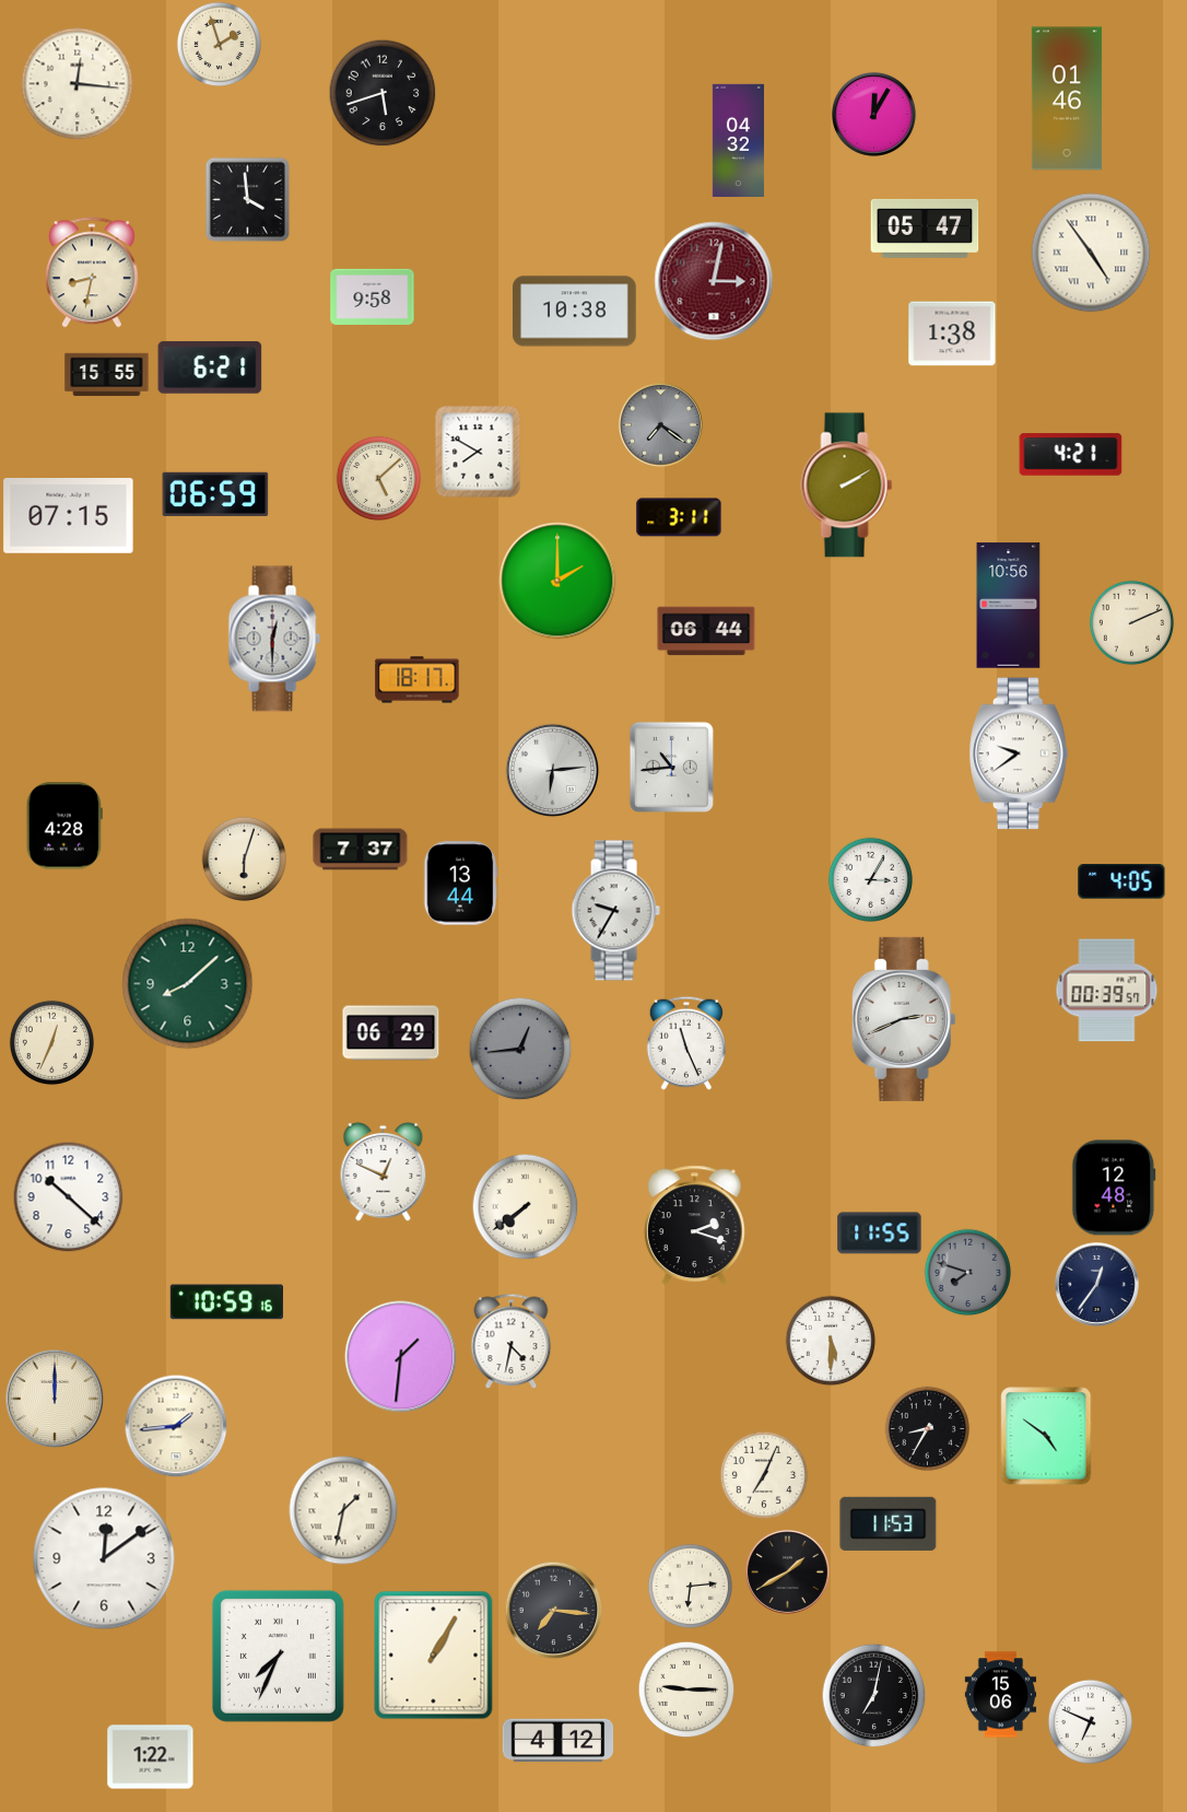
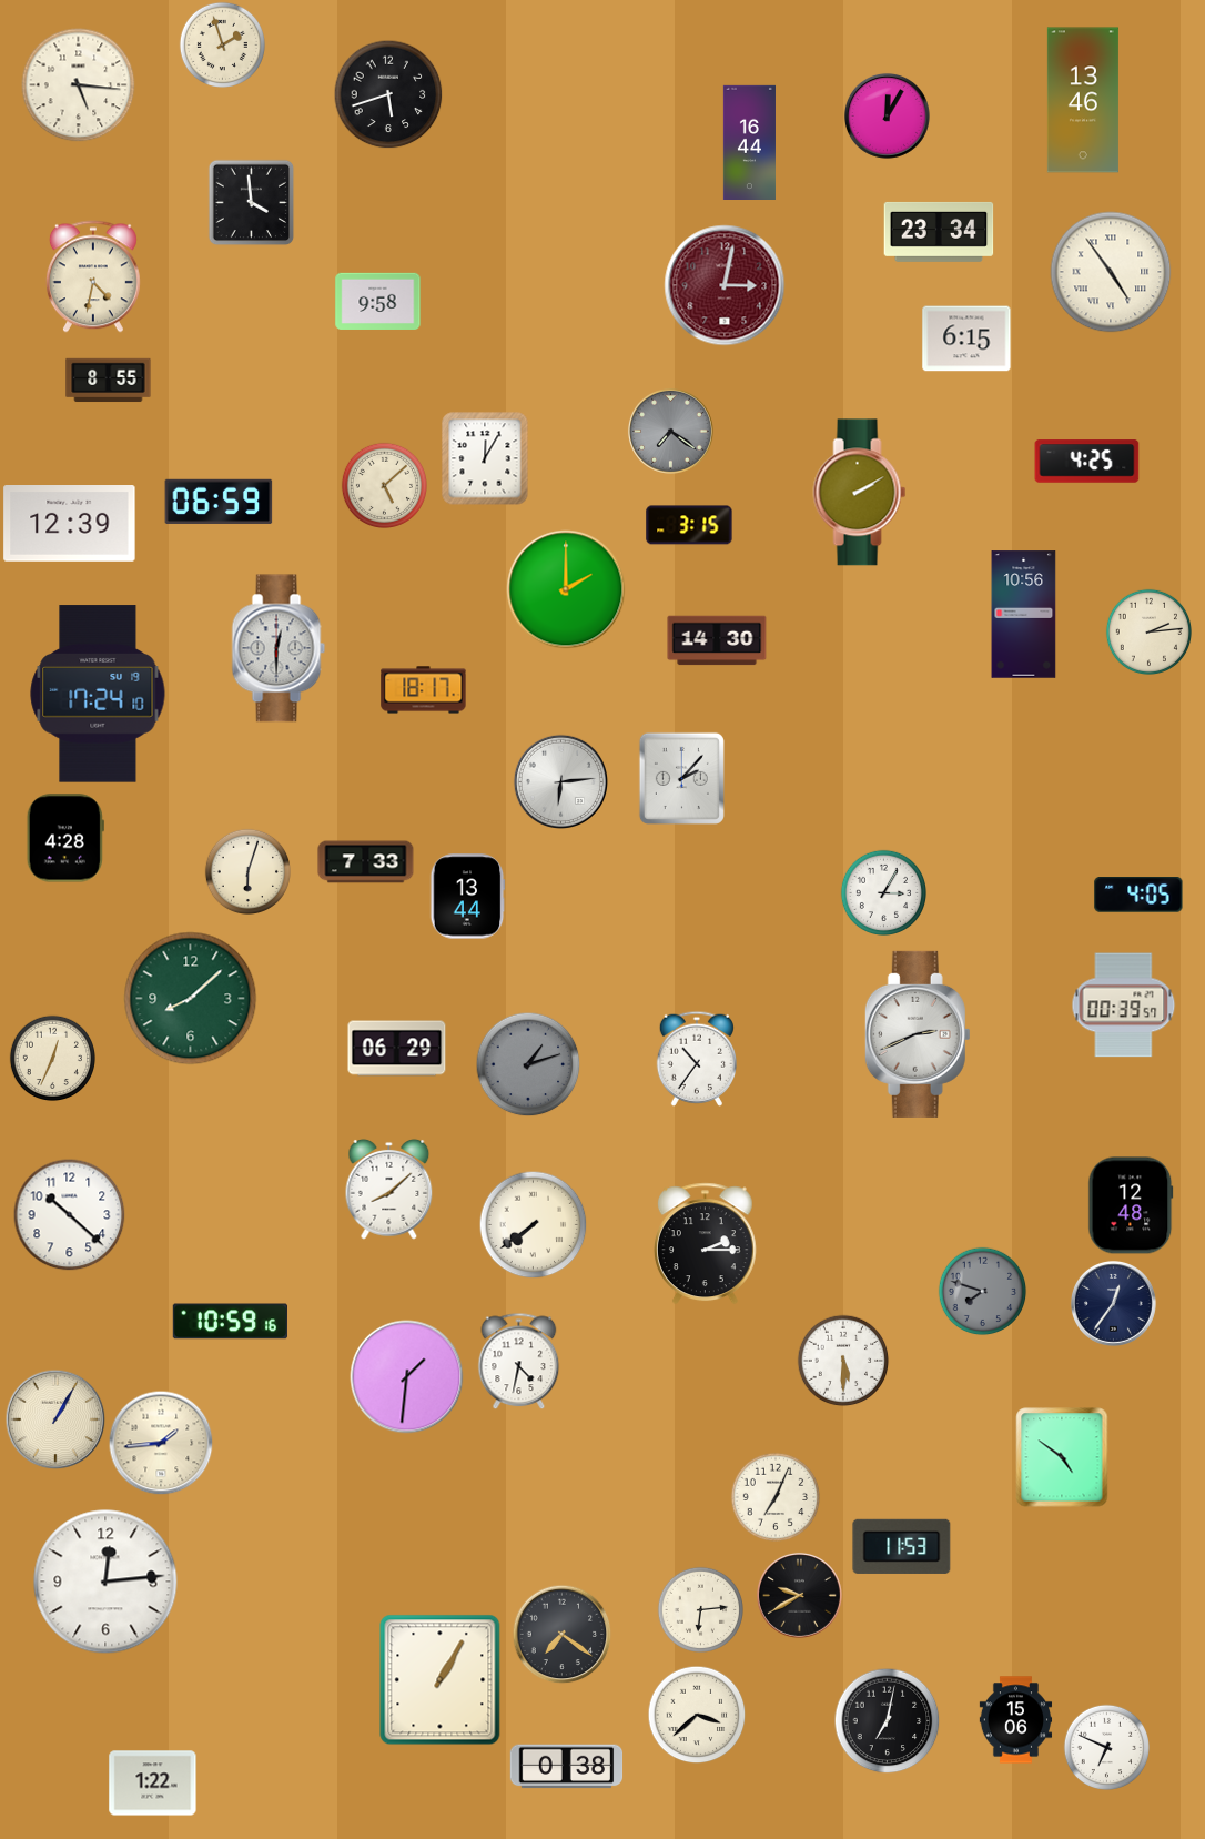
clock at (78, 84): 12:16 -> 5:16
clock at (1067, 98): 01:46 -> 13:46
clock at (738, 140): 04:32 -> 16:44
clock at (925, 229): 05:47 -> 23:34
clock at (1091, 253) position: (1091, 253) -> (1111, 272)
clock at (92, 272): 8:32 -> 4:32
clock at (575, 312): 10:38 -> none
clock at (952, 334): 1:38 -> 6:15
clock at (210, 367): 6:21 -> none
clock at (107, 375): 15:55 -> 8:55
clock at (478, 452): 7:50 -> 12:05
clock at (1071, 455): 4:21 -> 4:25
clock at (69, 516): 07:15 -> 12:39
clock at (679, 517): 3:11 -> 3:15
clock at (1131, 622): 2:11 -> 2:14
clock at (706, 631): 06:44 -> 14:30
clock at (98, 694): none -> 17:24
clock at (1019, 753): 9:39 -> none
clock at (671, 767): 10:44 -> 2:07
clock at (361, 850): 7:37 -> 7:33
clock at (615, 911): 9:35 -> none
clock at (685, 1043): 11:26 -> 10:36
clock at (520, 1049): 12:44 -> 1:12
clock at (384, 1171): 12:49 -> 8:08
clock at (694, 1226): 2:18 -> 2:15
clock at (880, 1234): 11:55 -> none
clock at (55, 1399): 12:00 -> 1:05
clock at (176, 1426) position: (176, 1426) -> (161, 1443)
clock at (927, 1428): 8:35 -> none
clock at (343, 1510): 1:32 -> none
clock at (104, 1558): 12:09 -> 12:14
clock at (787, 1571): 1:40 -> 9:40
clock at (553, 1610): 7:16 -> 7:21
clock at (278, 1656): 7:34 -> none
clock at (686, 1690): 9:15 -> 3:38
clock at (559, 1741): 4:12 -> 0:38
